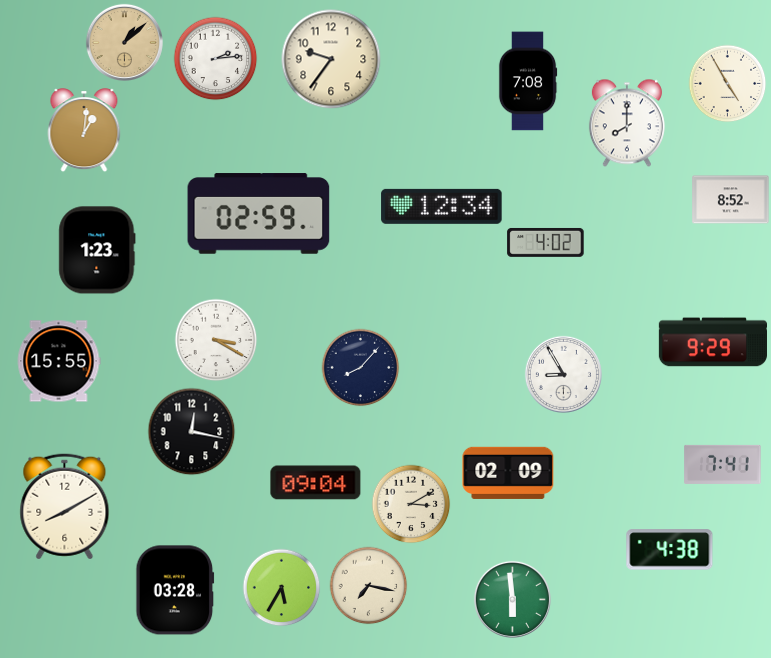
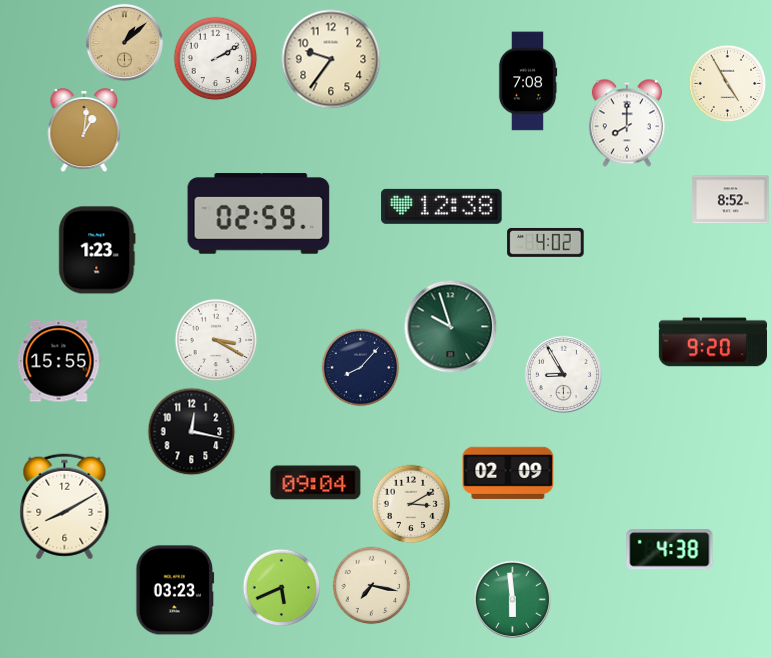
clock at (215, 58): 2:14 -> 2:10
clock at (442, 206): 12:34 -> 12:38
clock at (450, 326): none -> 9:57
clock at (712, 342): 9:29 -> 9:20
clock at (723, 464): 7:41 -> none
clock at (368, 585) position: (368, 585) -> (371, 585)
clock at (281, 587): 5:35 -> 5:41
clock at (175, 590): 03:28 -> 03:23
